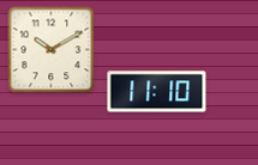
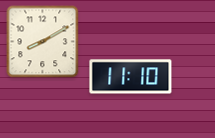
clock at (52, 50): 10:10 -> 8:10
